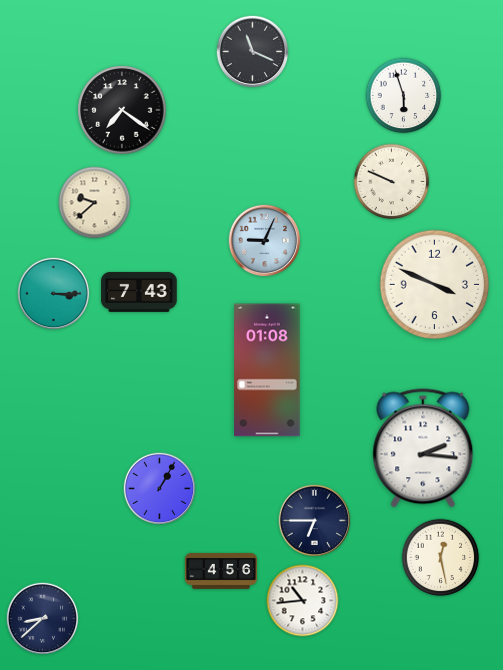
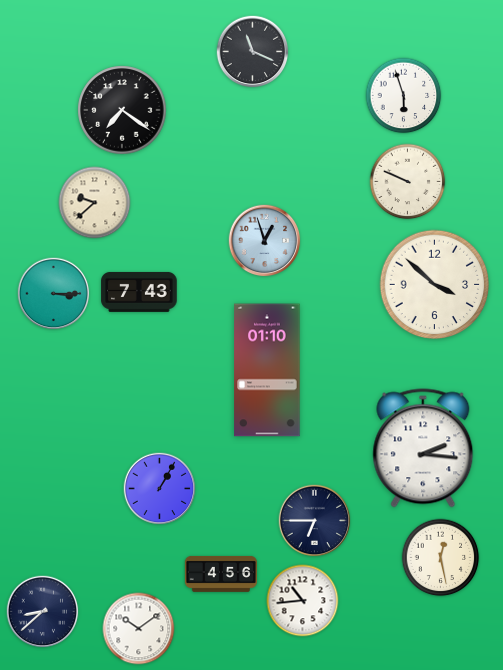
clock at (392, 182) position: (392, 182) -> (408, 182)
clock at (265, 241): 9:04 -> 12:57
clock at (435, 285): 3:49 -> 3:52
clock at (267, 370): 01:08 -> 01:10
clock at (220, 571) position: (220, 571) -> (220, 574)
clock at (43, 619) position: (43, 619) -> (43, 612)
clock at (139, 629): none -> 10:09
